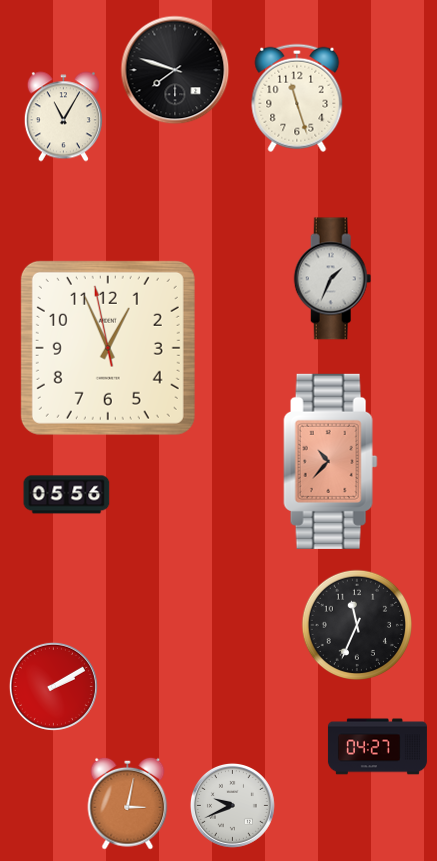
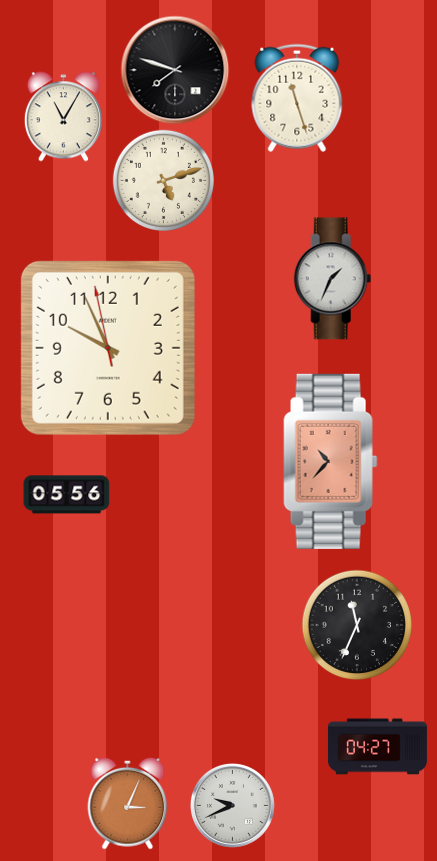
clock at (163, 180): none -> 5:12
clock at (108, 348): 12:55 -> 9:55
clock at (53, 686): 2:10 -> none
clock at (128, 803): 3:02 -> 3:04
